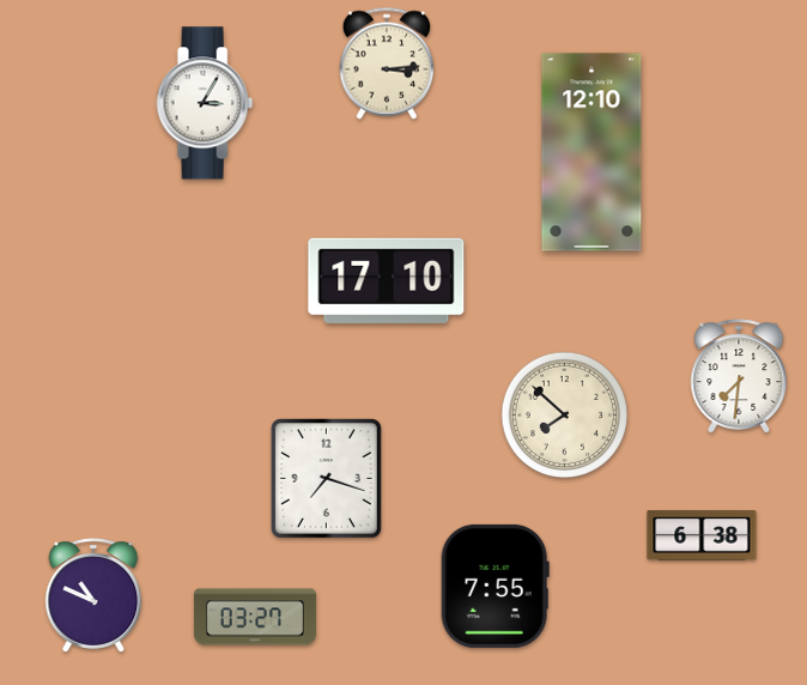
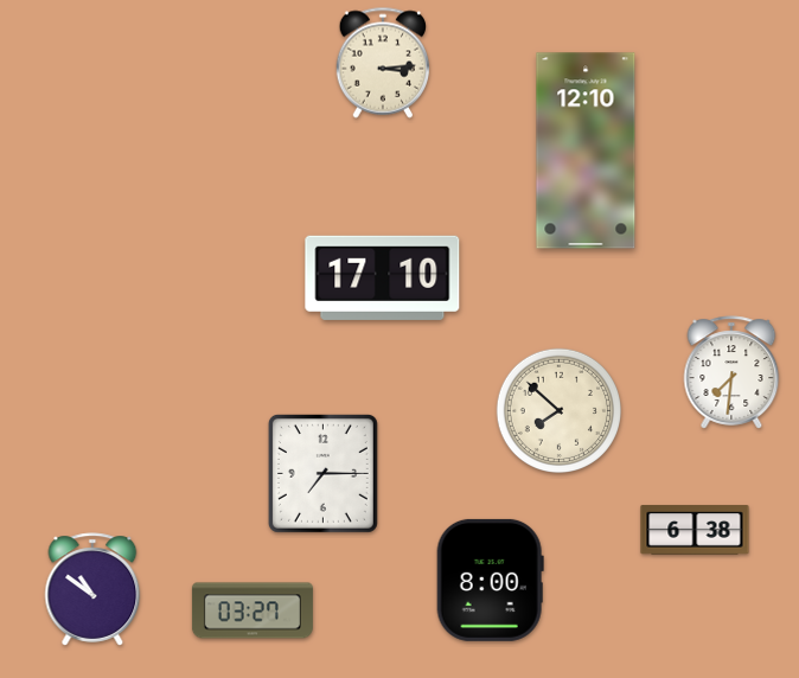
clock at (205, 103): 3:05 -> none
clock at (326, 478): 7:18 -> 7:15
clock at (494, 586): 7:55 -> 8:00
clock at (93, 595): 10:49 -> 10:51
